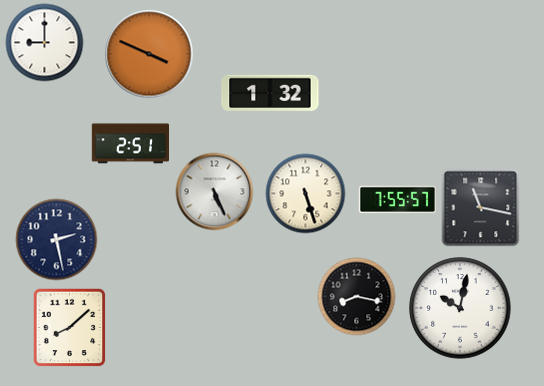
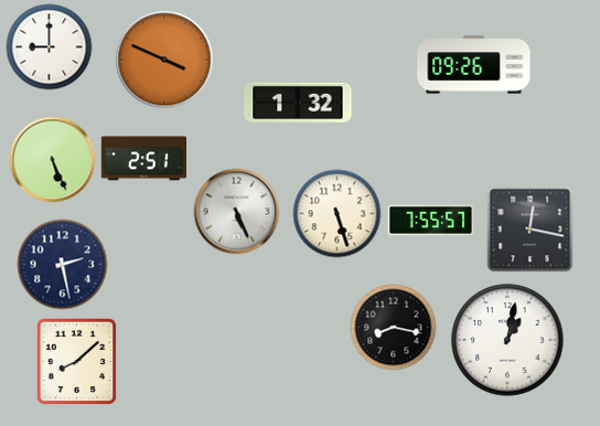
clock at (474, 65): none -> 09:26
clock at (52, 159): none -> 5:26
clock at (397, 200) position: (397, 200) -> (430, 221)
clock at (480, 207): 11:17 -> 12:17
clock at (460, 308): 10:02 -> 1:02
